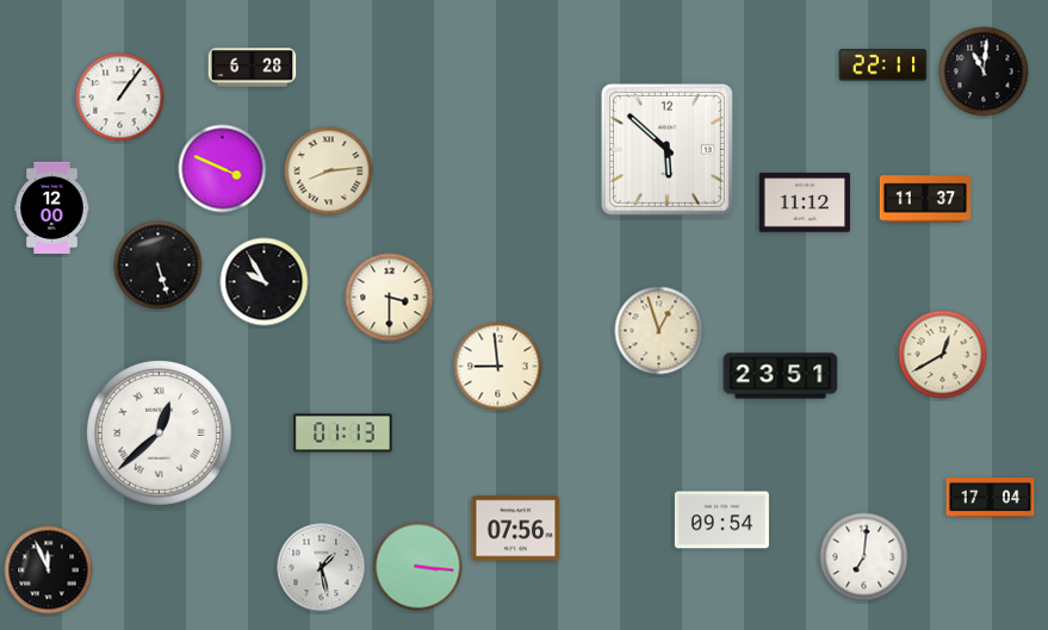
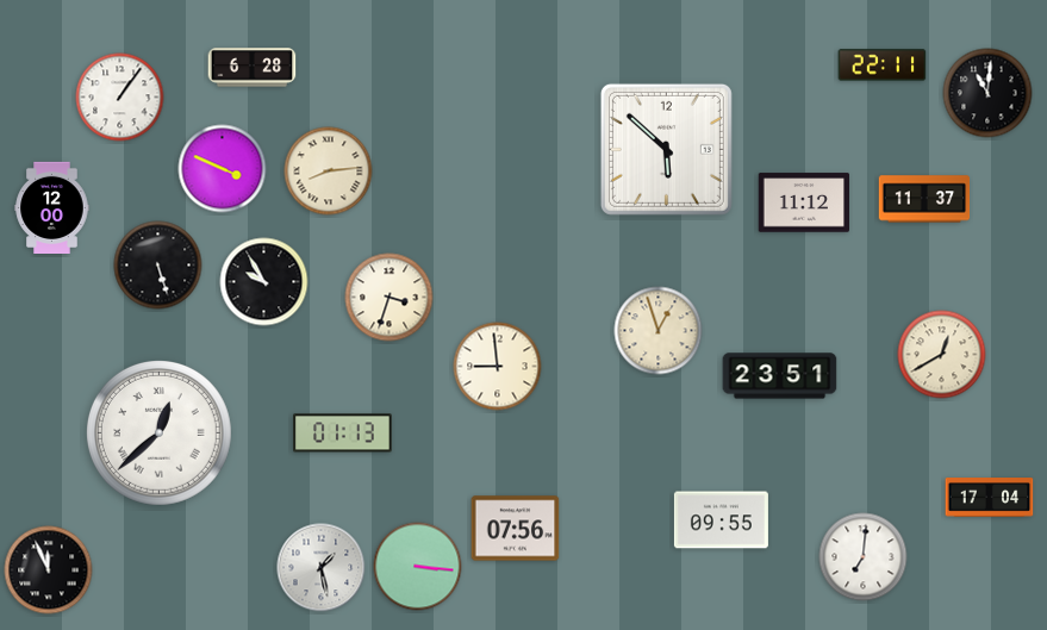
clock at (984, 71) position: (984, 71) -> (987, 93)
clock at (390, 298): 3:30 -> 3:33
clock at (721, 520): 09:54 -> 09:55
